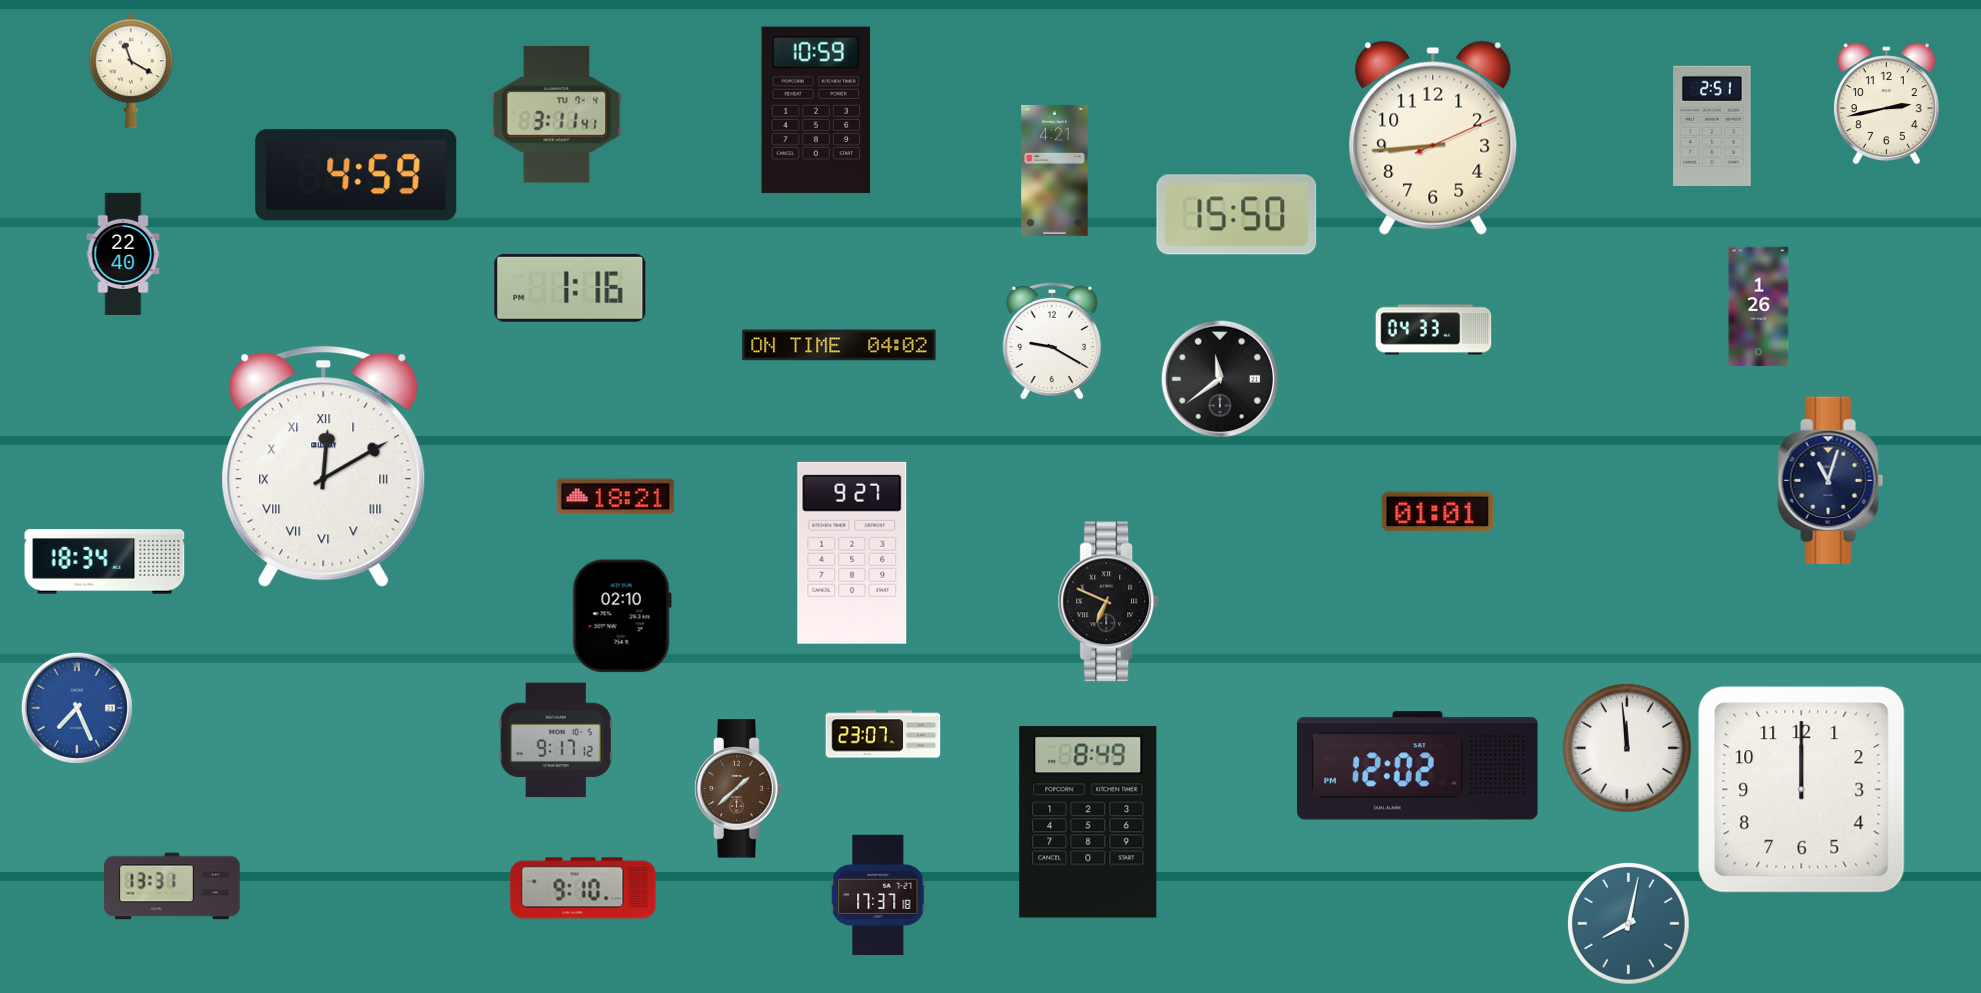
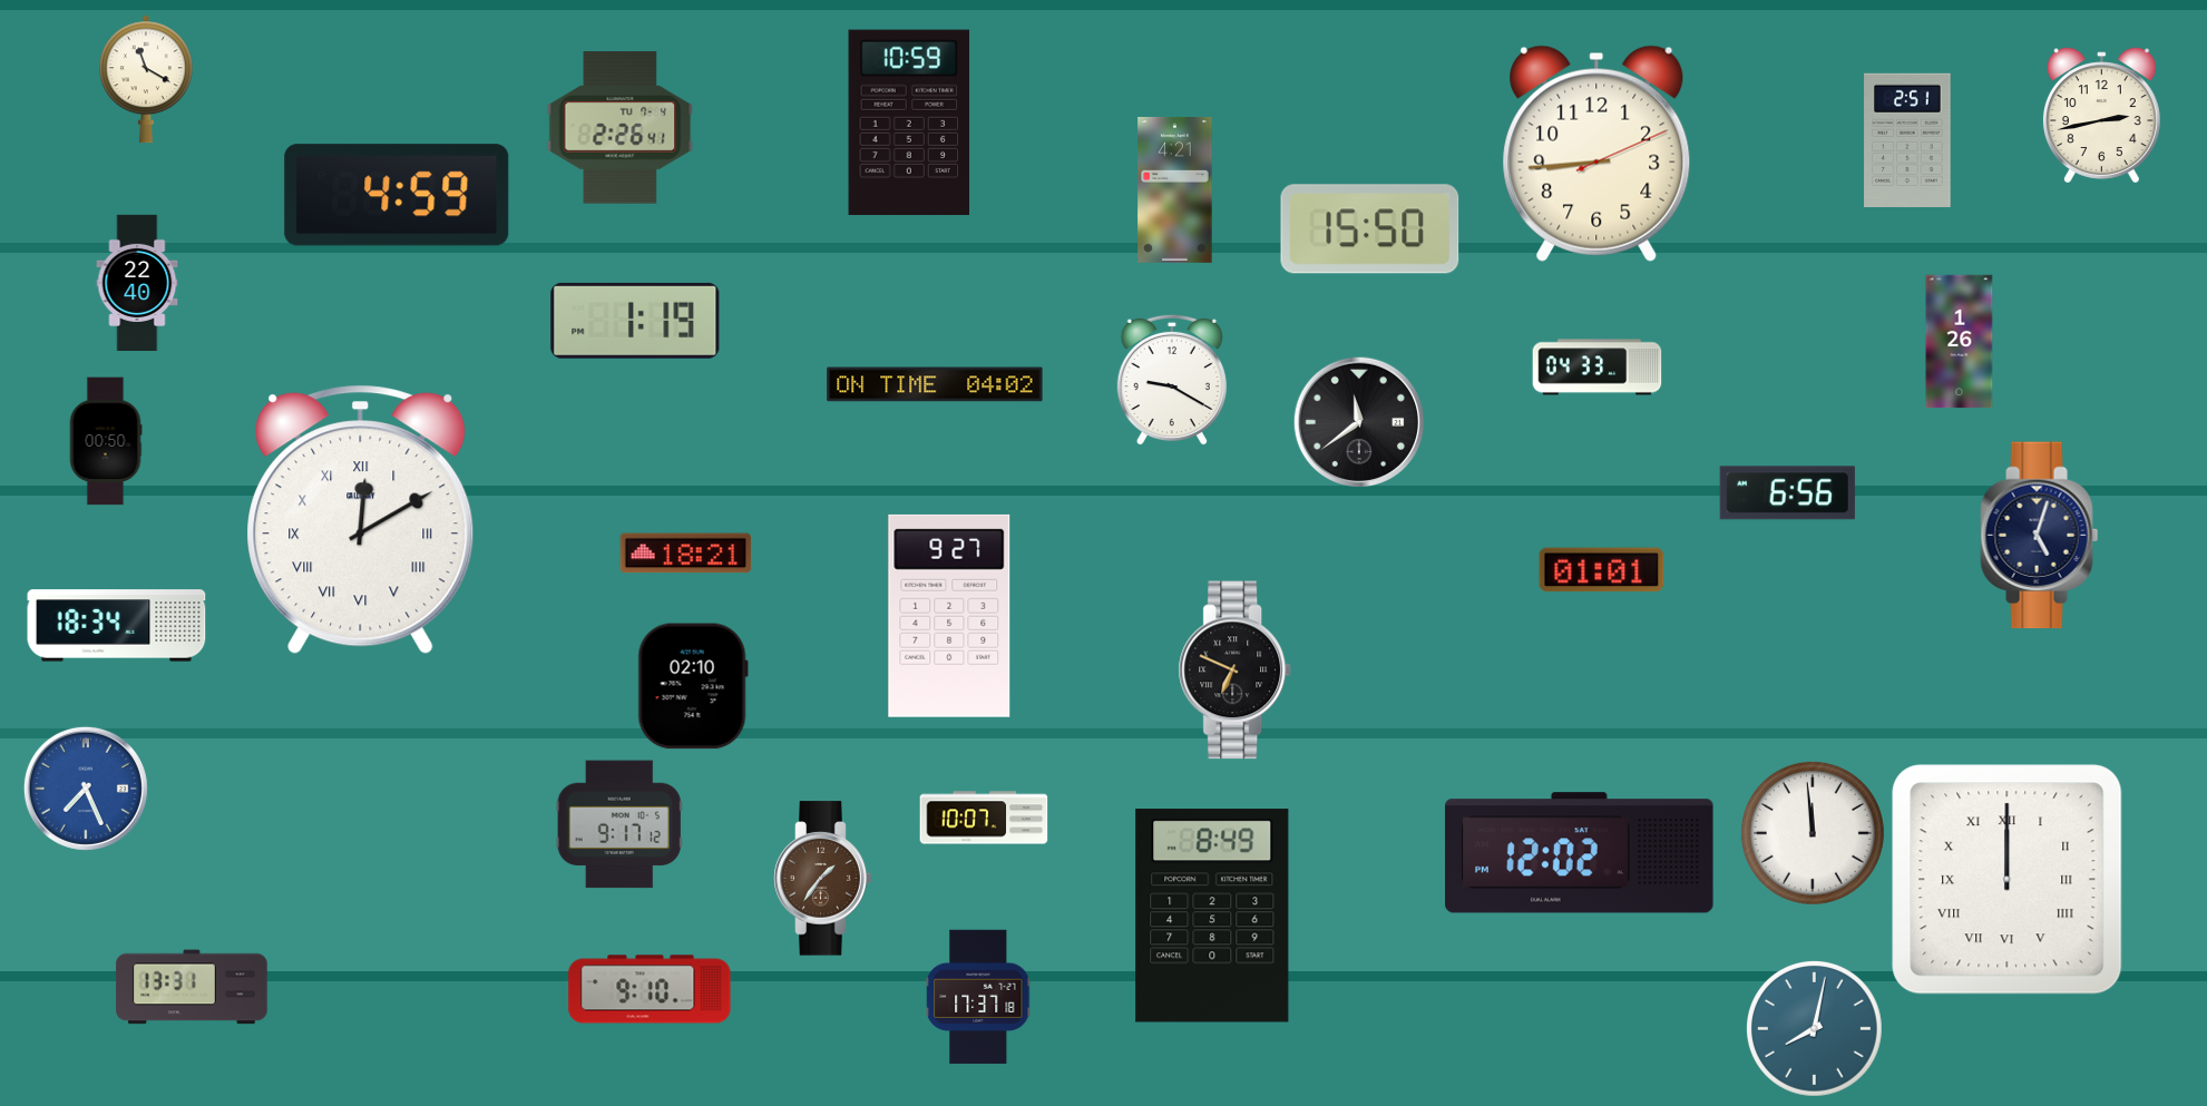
clock at (557, 115): 3:11 -> 2:26
clock at (1237, 215) position: (1237, 215) -> (1370, 229)
clock at (570, 288): 1:16 -> 1:19
clock at (106, 441): none -> 00:50
clock at (1787, 493): none -> 6:56
clock at (1831, 481): 11:03 -> 5:03
clock at (883, 734): 23:07 -> 10:07
clock at (739, 789): 1:38 -> 1:36
clock at (1802, 790) numerals: Arabic -> Roman
